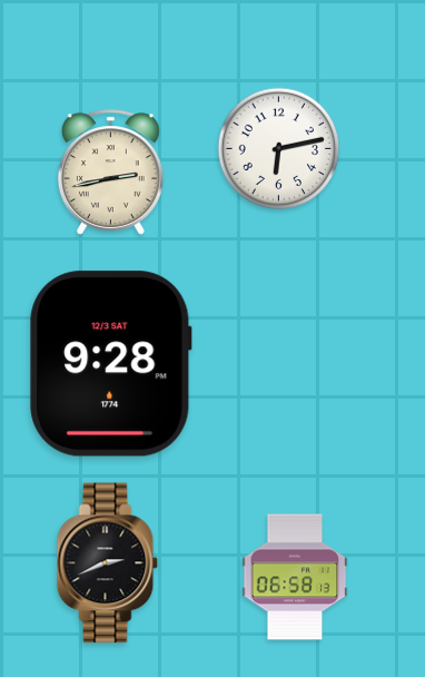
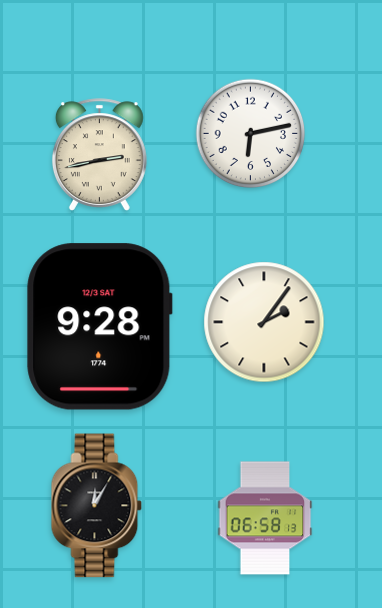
clock at (264, 322): none -> 2:06
clock at (108, 563): 2:41 -> 12:05
